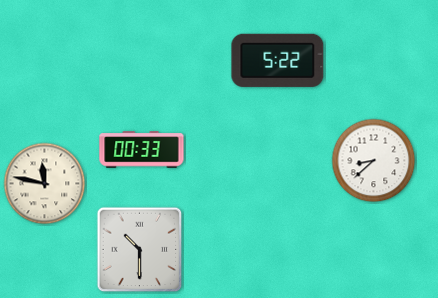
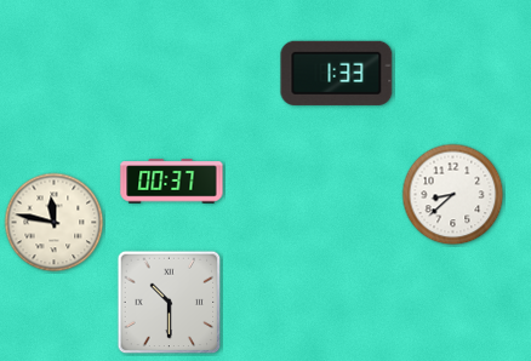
clock at (278, 60): 5:22 -> 1:33
clock at (142, 150): 00:33 -> 00:37
